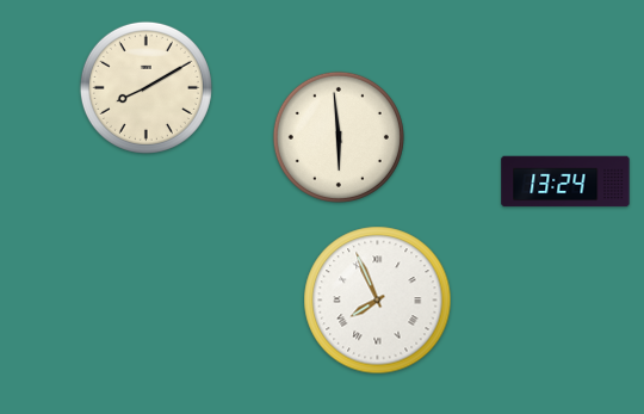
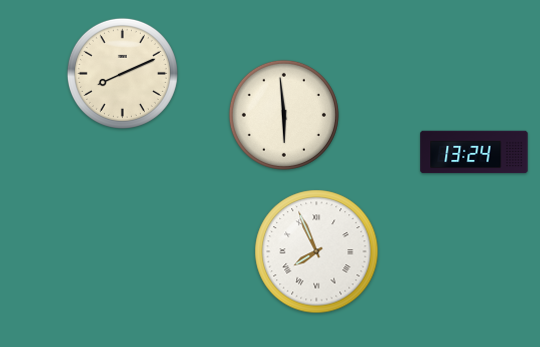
clock at (145, 87): 8:10 -> 8:11
